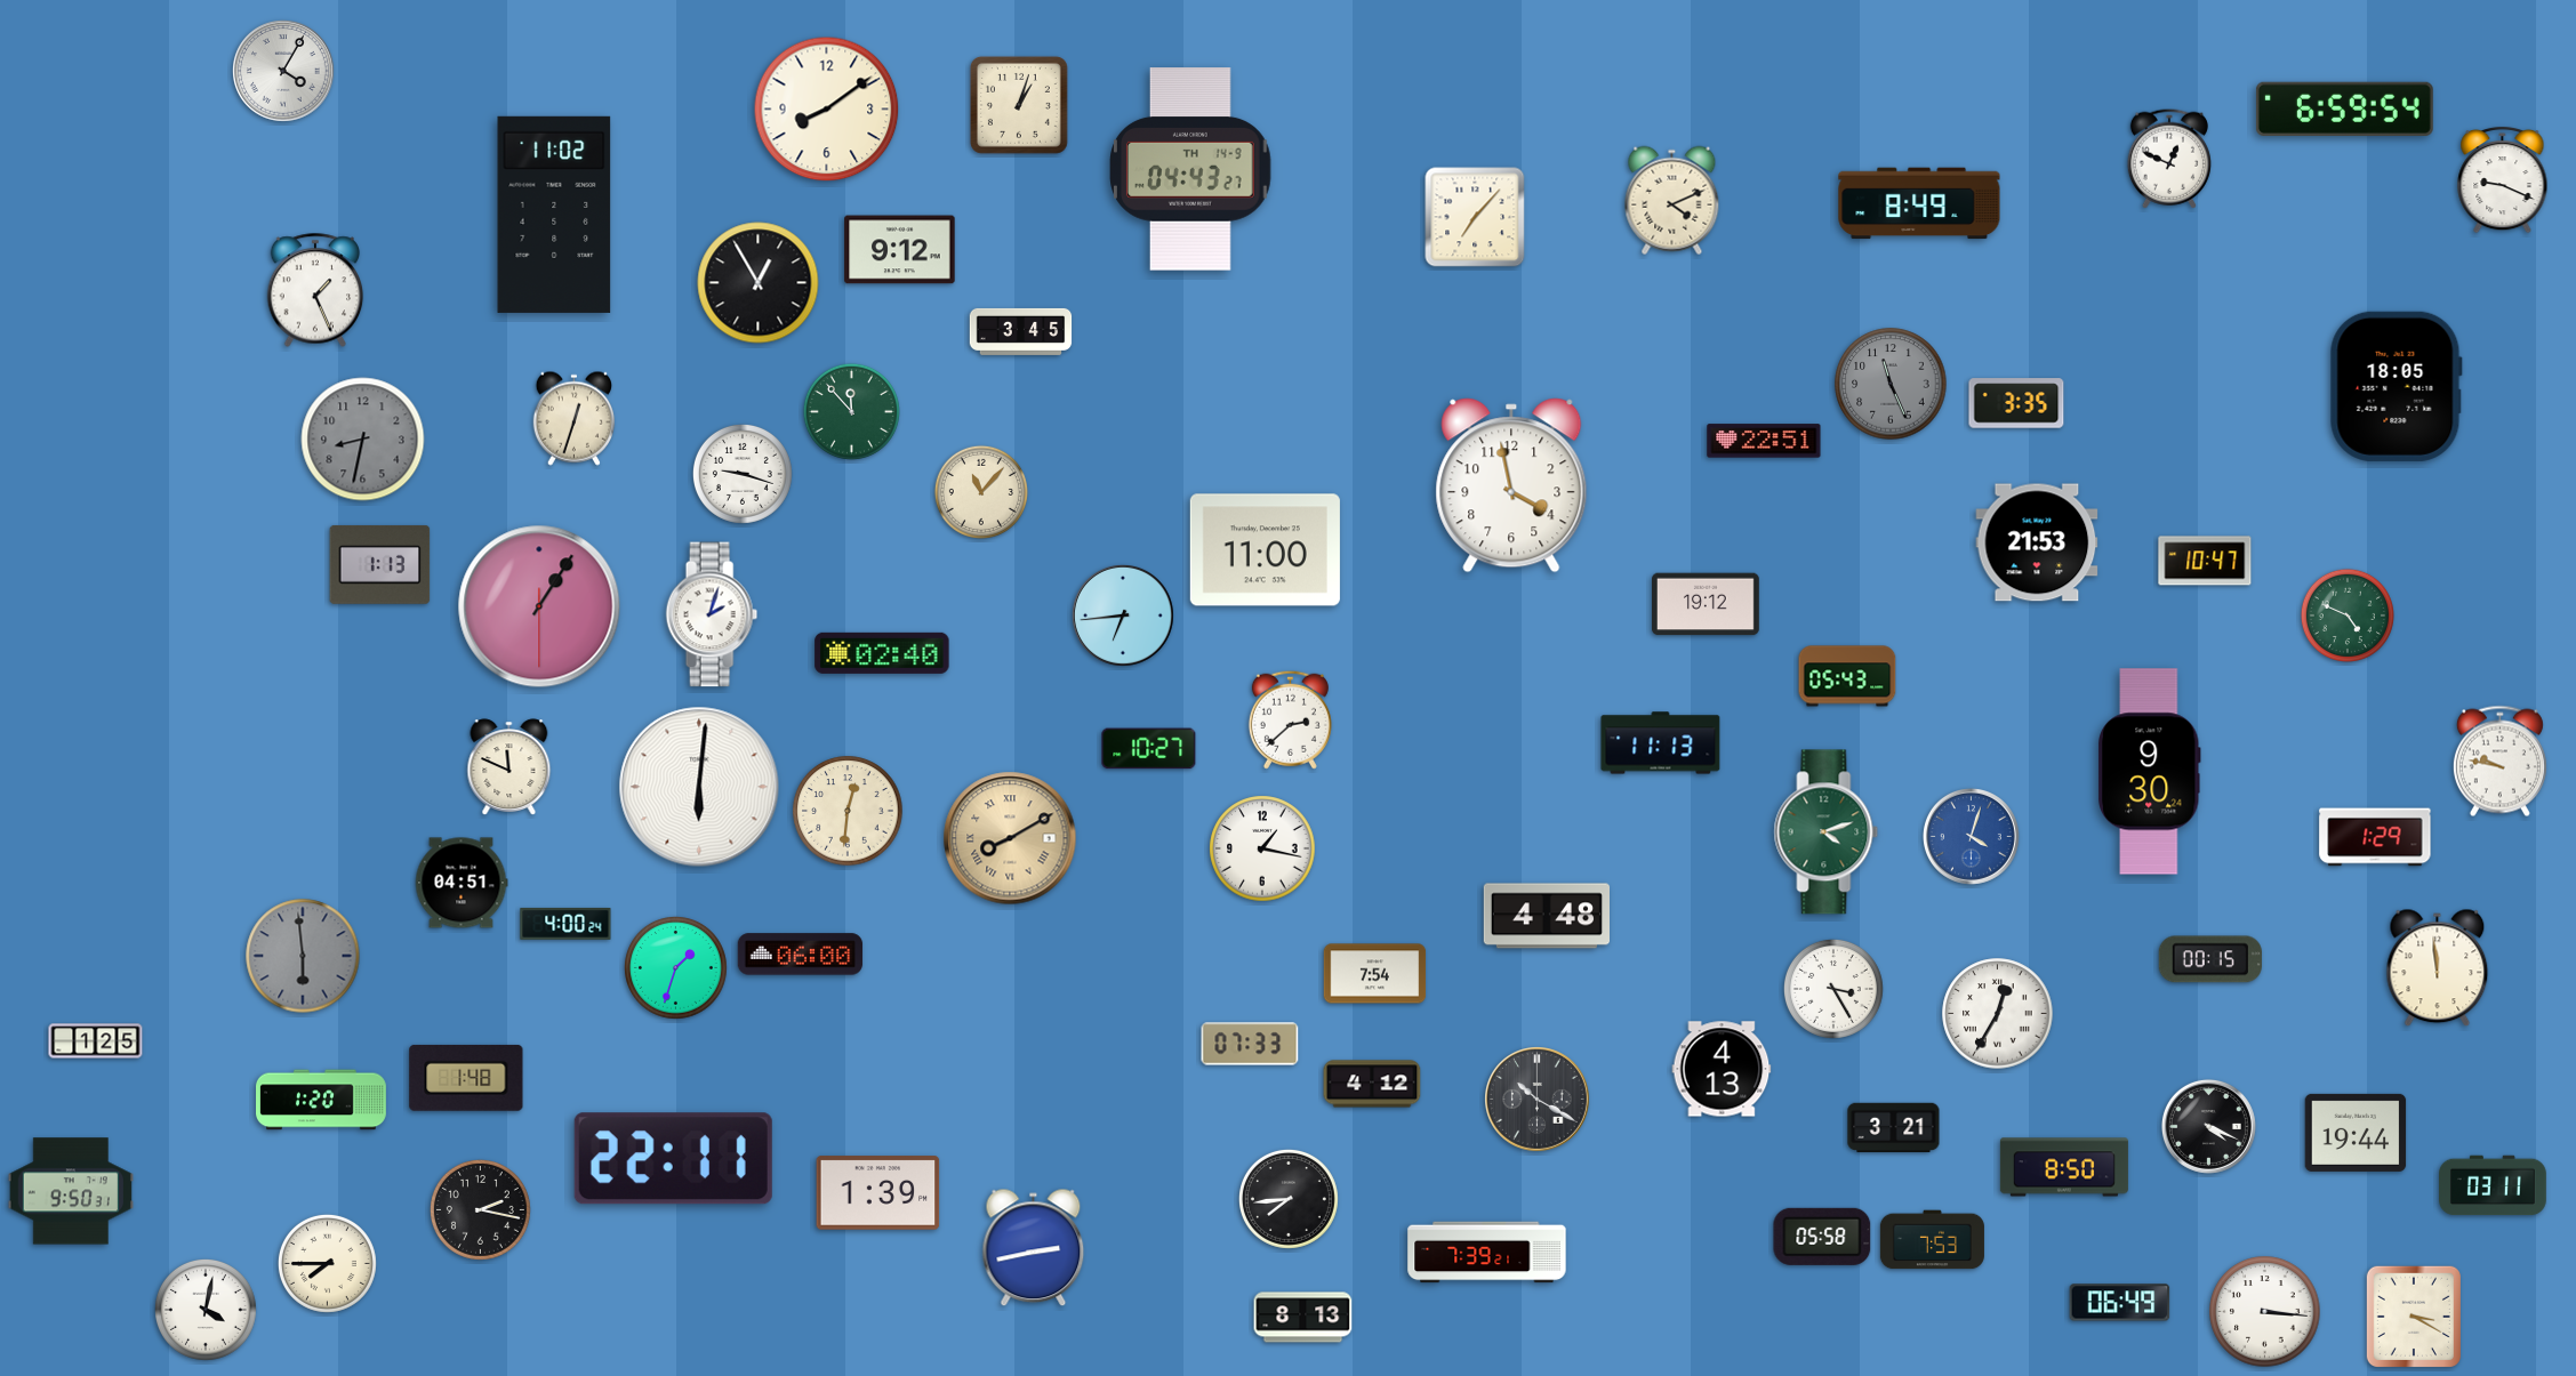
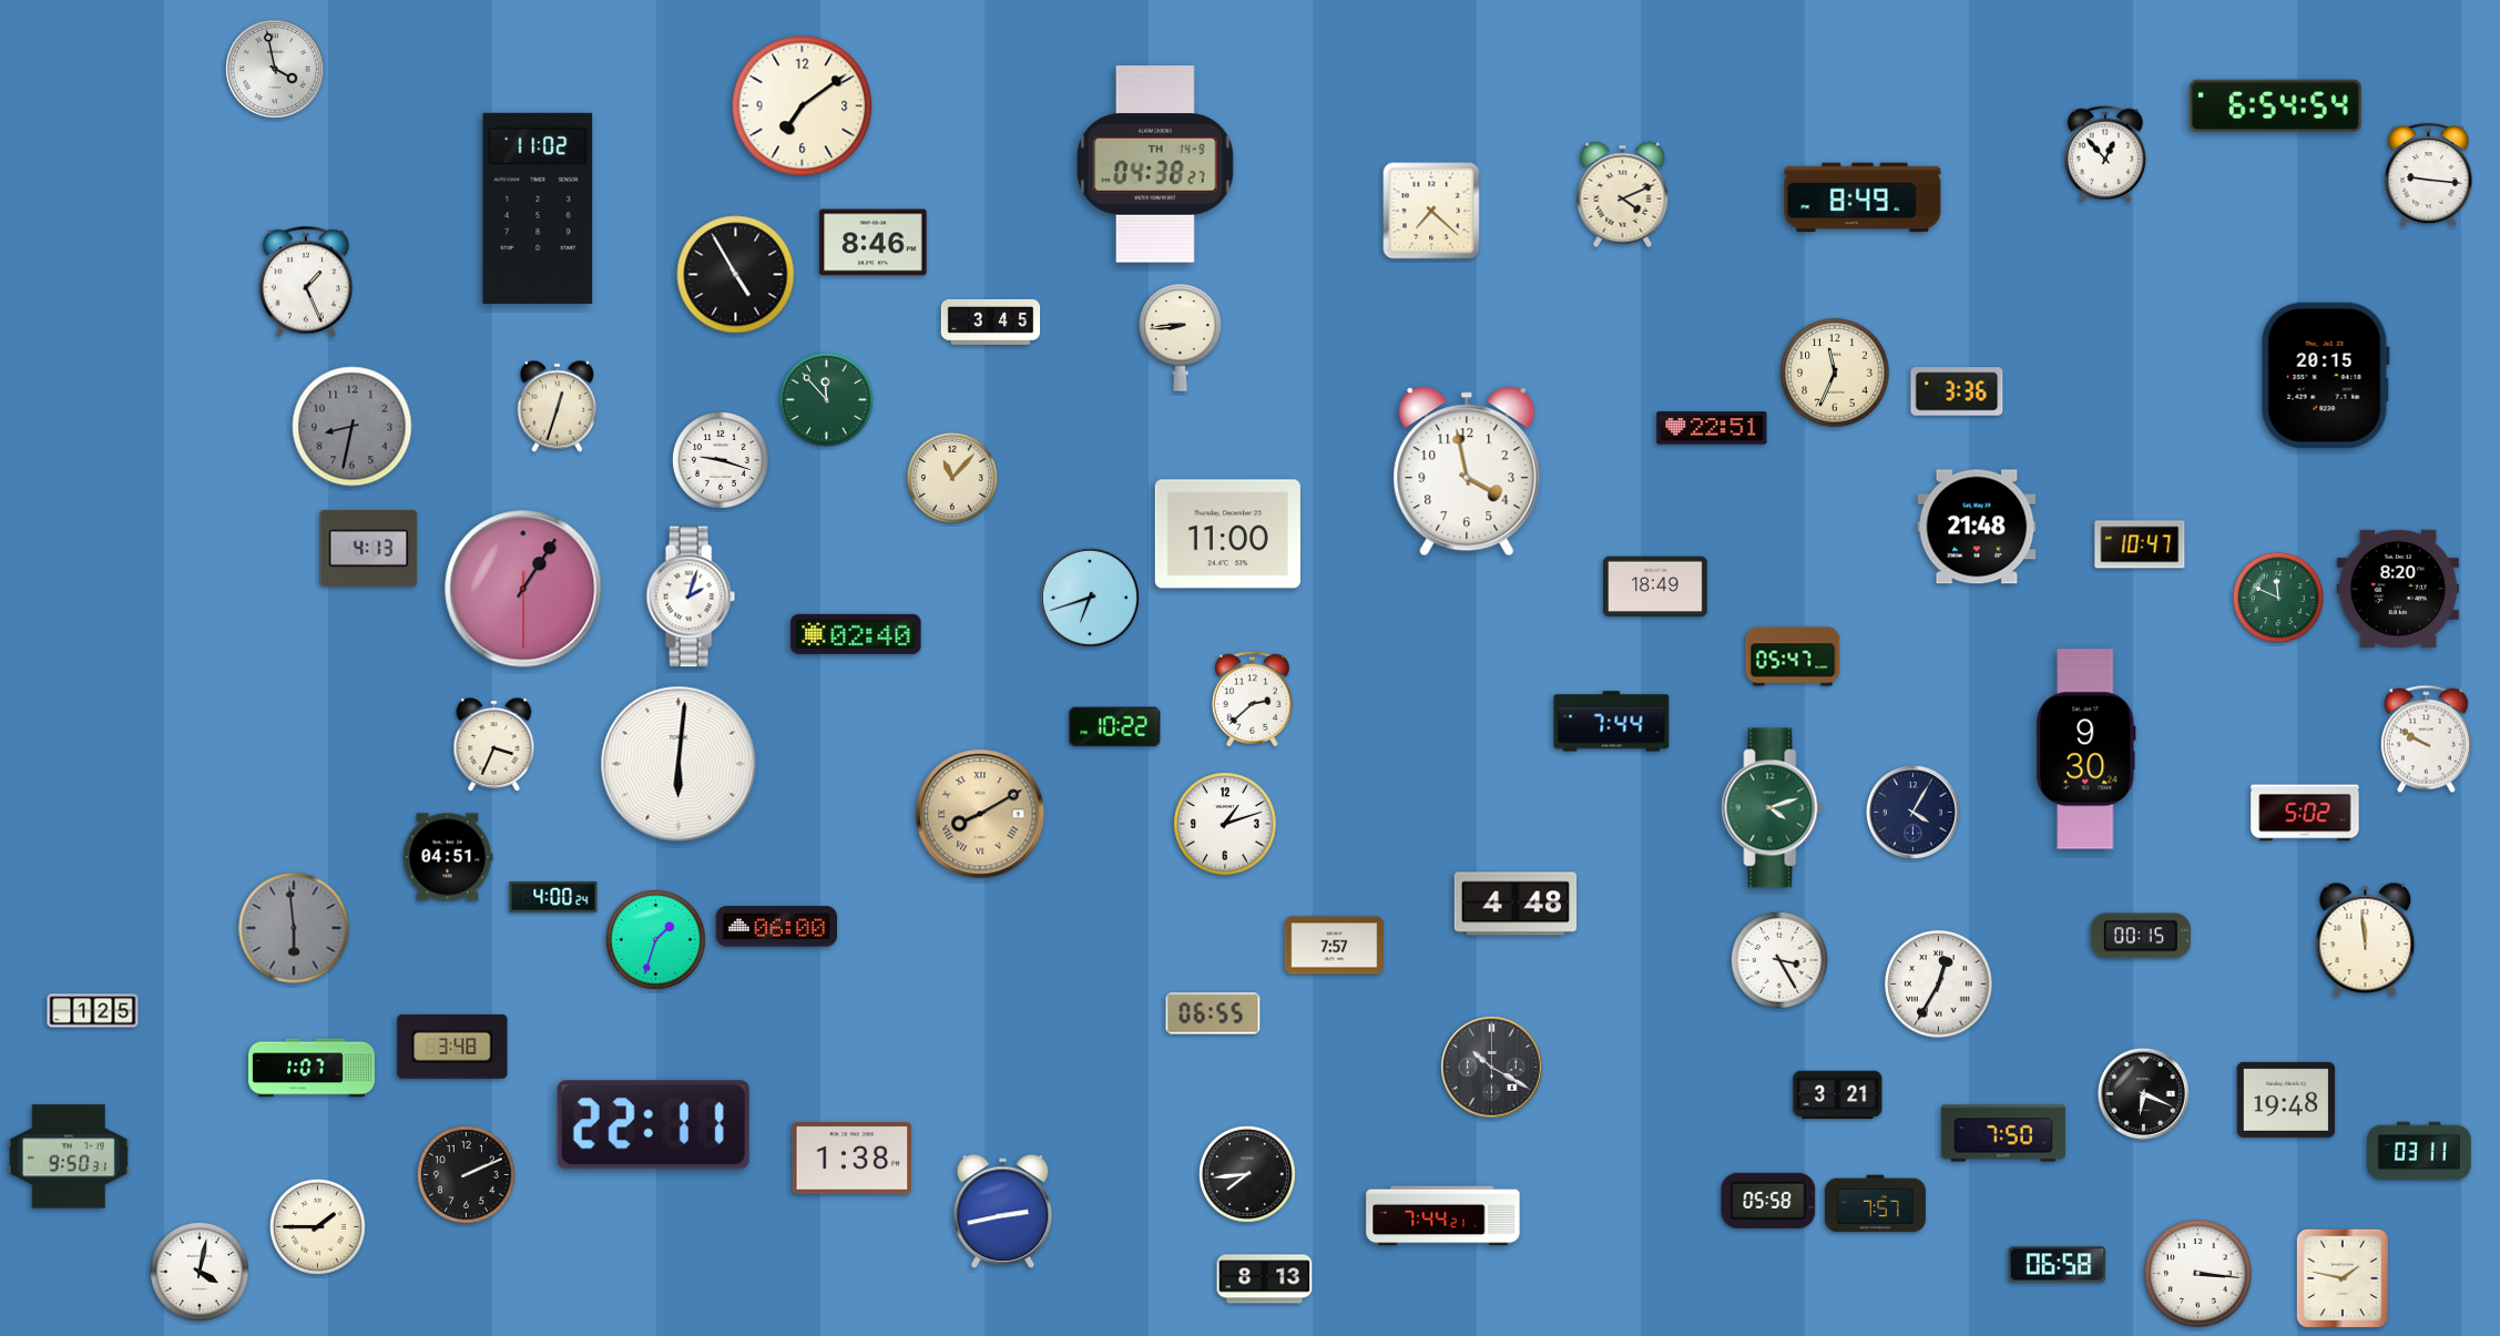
clock at (284, 72): 4:05 -> 3:58
clock at (1019, 105): 1:03 -> none
clock at (2344, 108): 6:59 -> 6:54
clock at (827, 110): 8:09 -> 7:09
clock at (2169, 159): 12:49 -> 12:53
clock at (1191, 169): 04:43 -> 04:38
clock at (2503, 179): 9:19 -> 9:16
clock at (1475, 217): 7:07 -> 7:22
clock at (900, 250): 9:12 -> 8:46
clock at (759, 283): 12:55 -> 4:55
clock at (1181, 338): none -> 8:44
clock at (1891, 384): 11:26 -> 11:34
clock at (1891, 384) dial: grey -> cream
clock at (2396, 386): 18:05 -> 20:15
clock at (2016, 403): 3:35 -> 3:36
clock at (2037, 542): 21:53 -> 21:48
clock at (380, 564): 1:13 -> 4:13
clock at (1707, 604): 19:12 -> 18:49
clock at (2398, 589): none -> 8:20
clock at (2348, 615): 4:49 -> 11:49
clock at (1124, 617): 6:44 -> 6:42
clock at (1847, 676): 05:43 -> 05:47
clock at (1661, 743): 11:13 -> 7:44
clock at (1149, 749): 10:27 -> 10:22
clock at (2499, 762): 9:47 -> 9:50
clock at (509, 767): 11:49 -> 3:34
clock at (848, 811): 12:31 -> none
clock at (1971, 836): 4:03 -> 4:05
clock at (1971, 836) dial: blue -> navy
clock at (2375, 837): 1:29 -> 5:02
clock at (1262, 848): 1:17 -> 1:12
clock at (1546, 916) position: (1546, 916) -> (1514, 904)
clock at (565, 924) position: (565, 924) -> (553, 897)
clock at (2210, 959) position: (2210, 959) -> (2141, 936)
clock at (1375, 974): 7:54 -> 7:57
clock at (1250, 1044): 07:33 -> 06:55
clock at (1722, 1069): 4:13 -> none
clock at (466, 1078): 1:48 -> 3:48
clock at (1372, 1084): 4:12 -> none
clock at (322, 1100): 1:20 -> 1:07
clock at (2208, 1126): 4:19 -> 6:19
clock at (2356, 1133): 19:44 -> 19:48
clock at (2064, 1167): 8:50 -> 7:50
clock at (878, 1193): 1:39 -> 1:38
clock at (1289, 1199) position: (1289, 1199) -> (1247, 1174)
clock at (480, 1209): 2:17 -> 2:11
clock at (1932, 1240): 7:53 -> 7:57
clock at (1487, 1253): 7:39 -> 7:44
clock at (327, 1263): 7:45 -> 1:45
clock at (2120, 1303): 06:49 -> 06:58
clock at (2414, 1317): 3:20 -> 1:47
